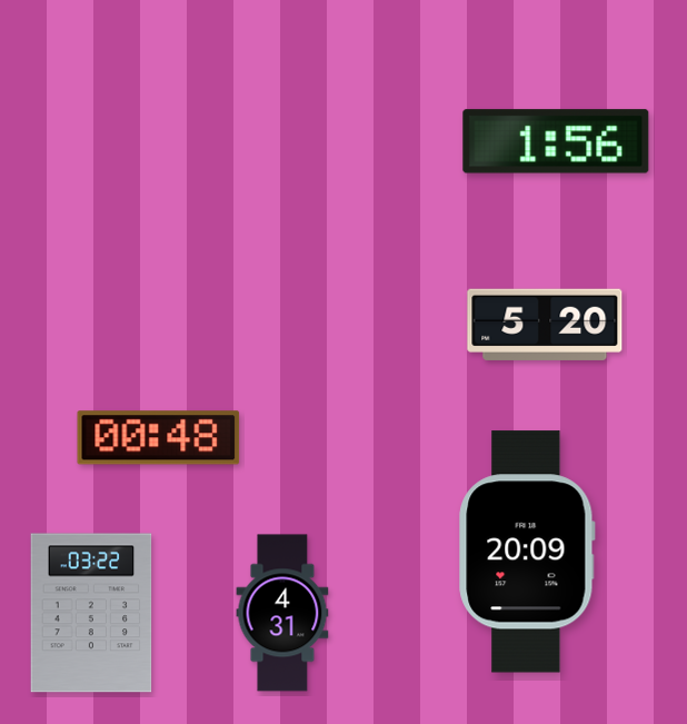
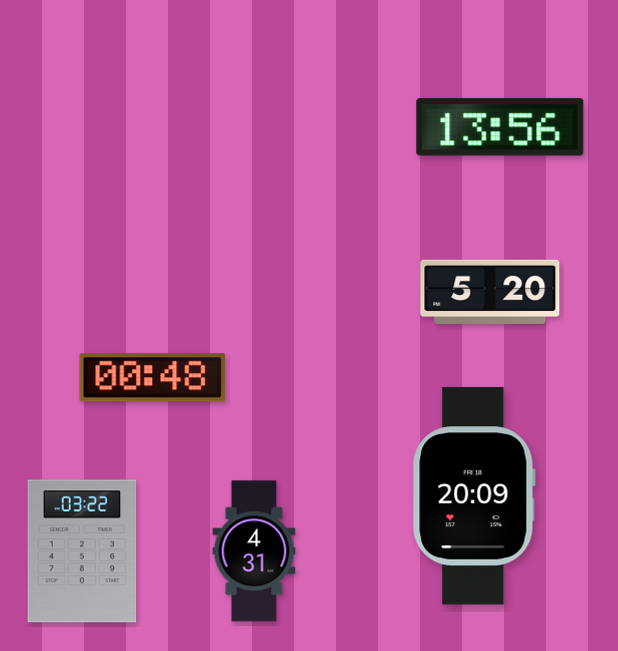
clock at (556, 141): 1:56 -> 13:56
clock at (159, 438) position: (159, 438) -> (153, 378)
